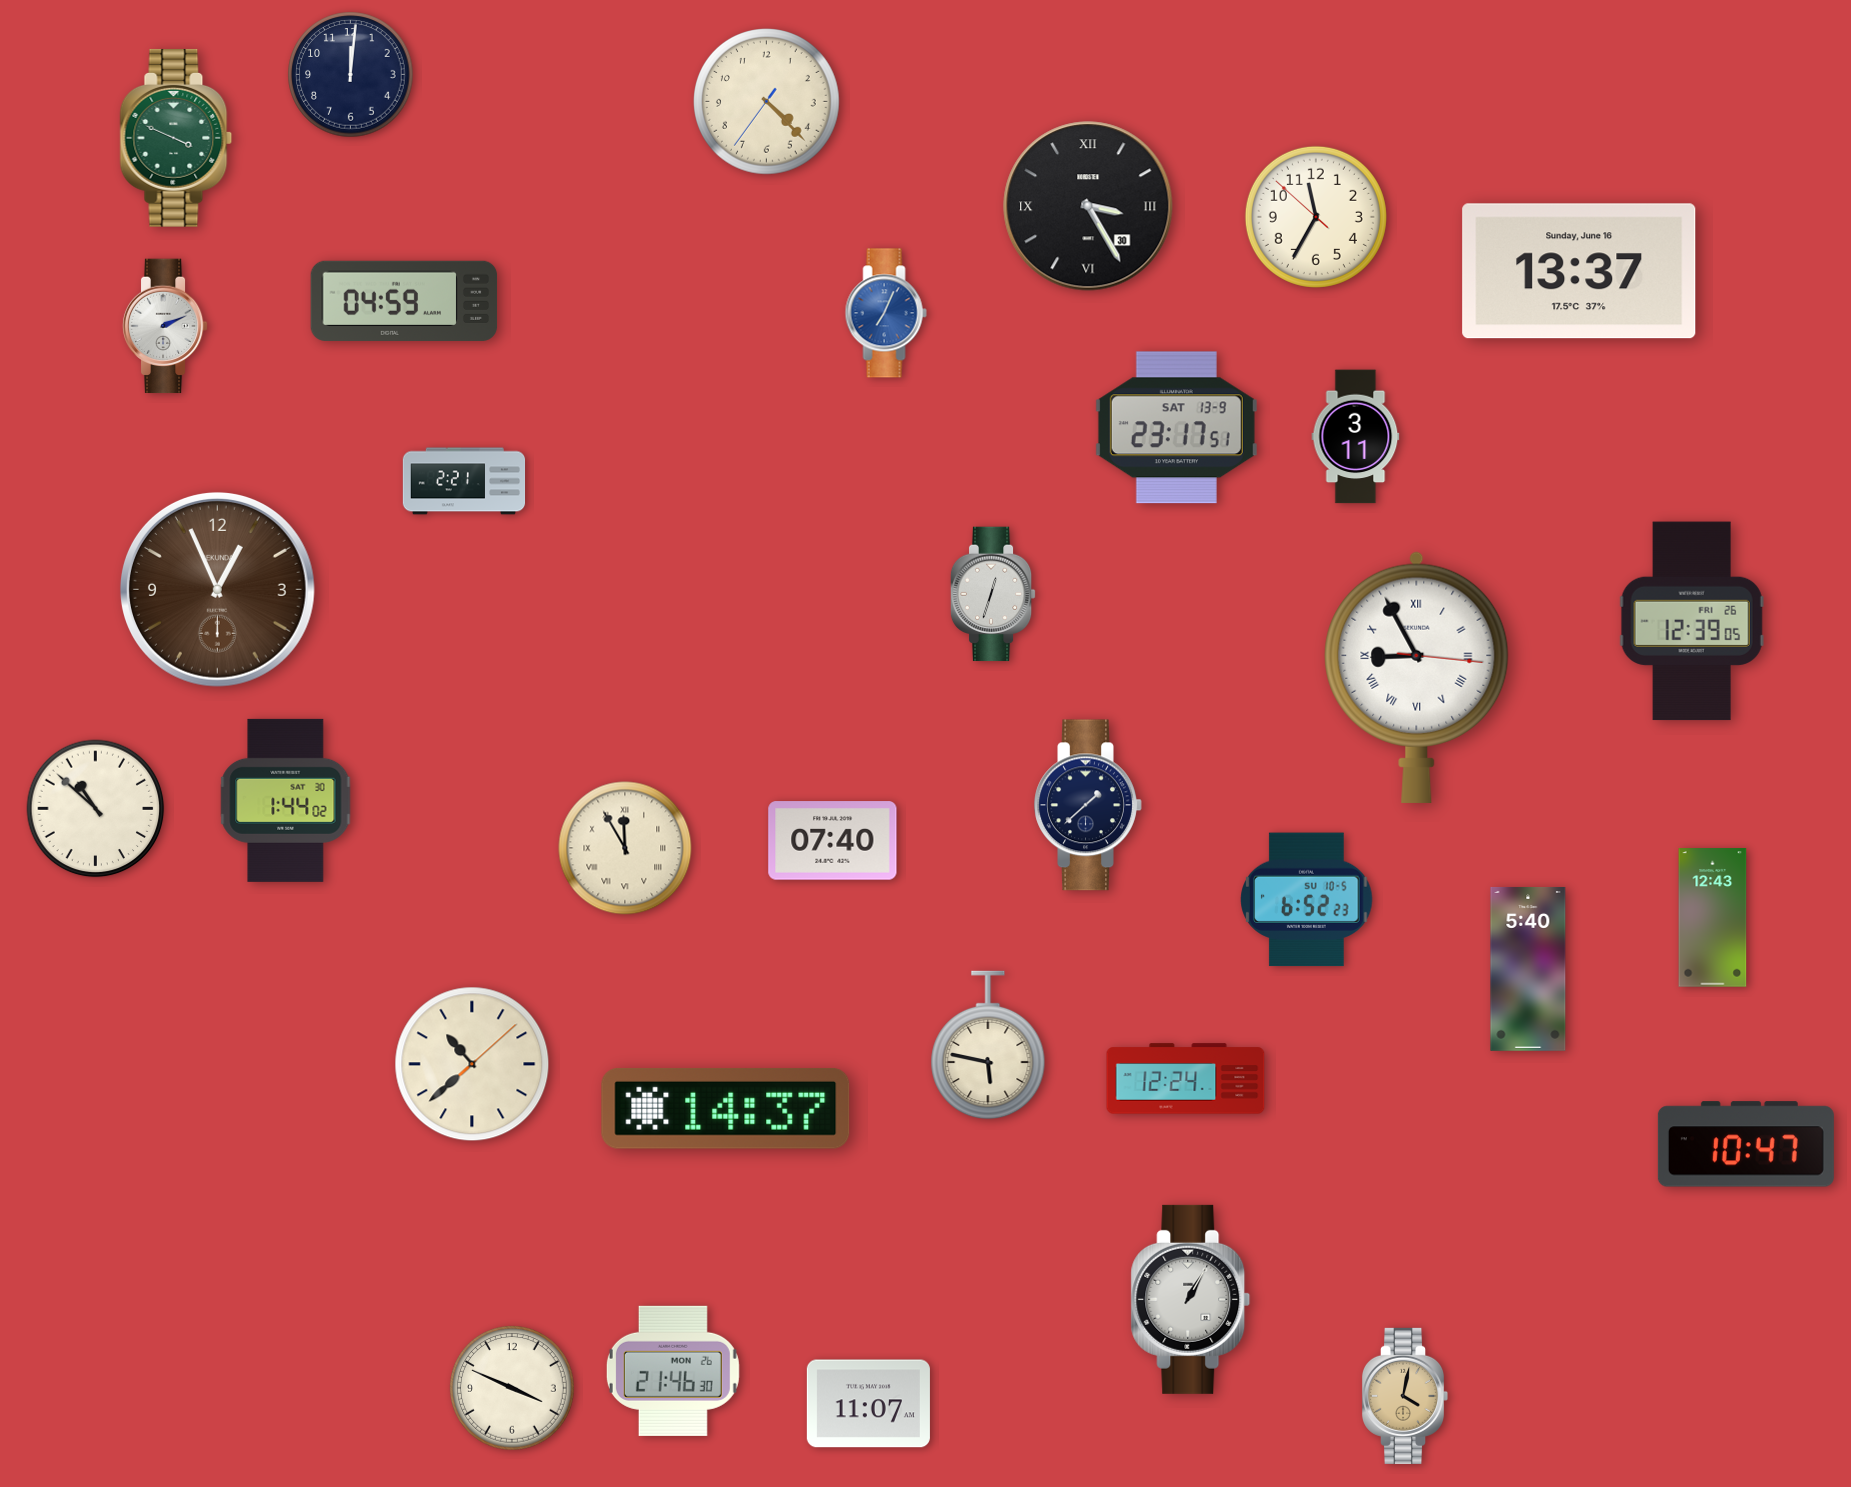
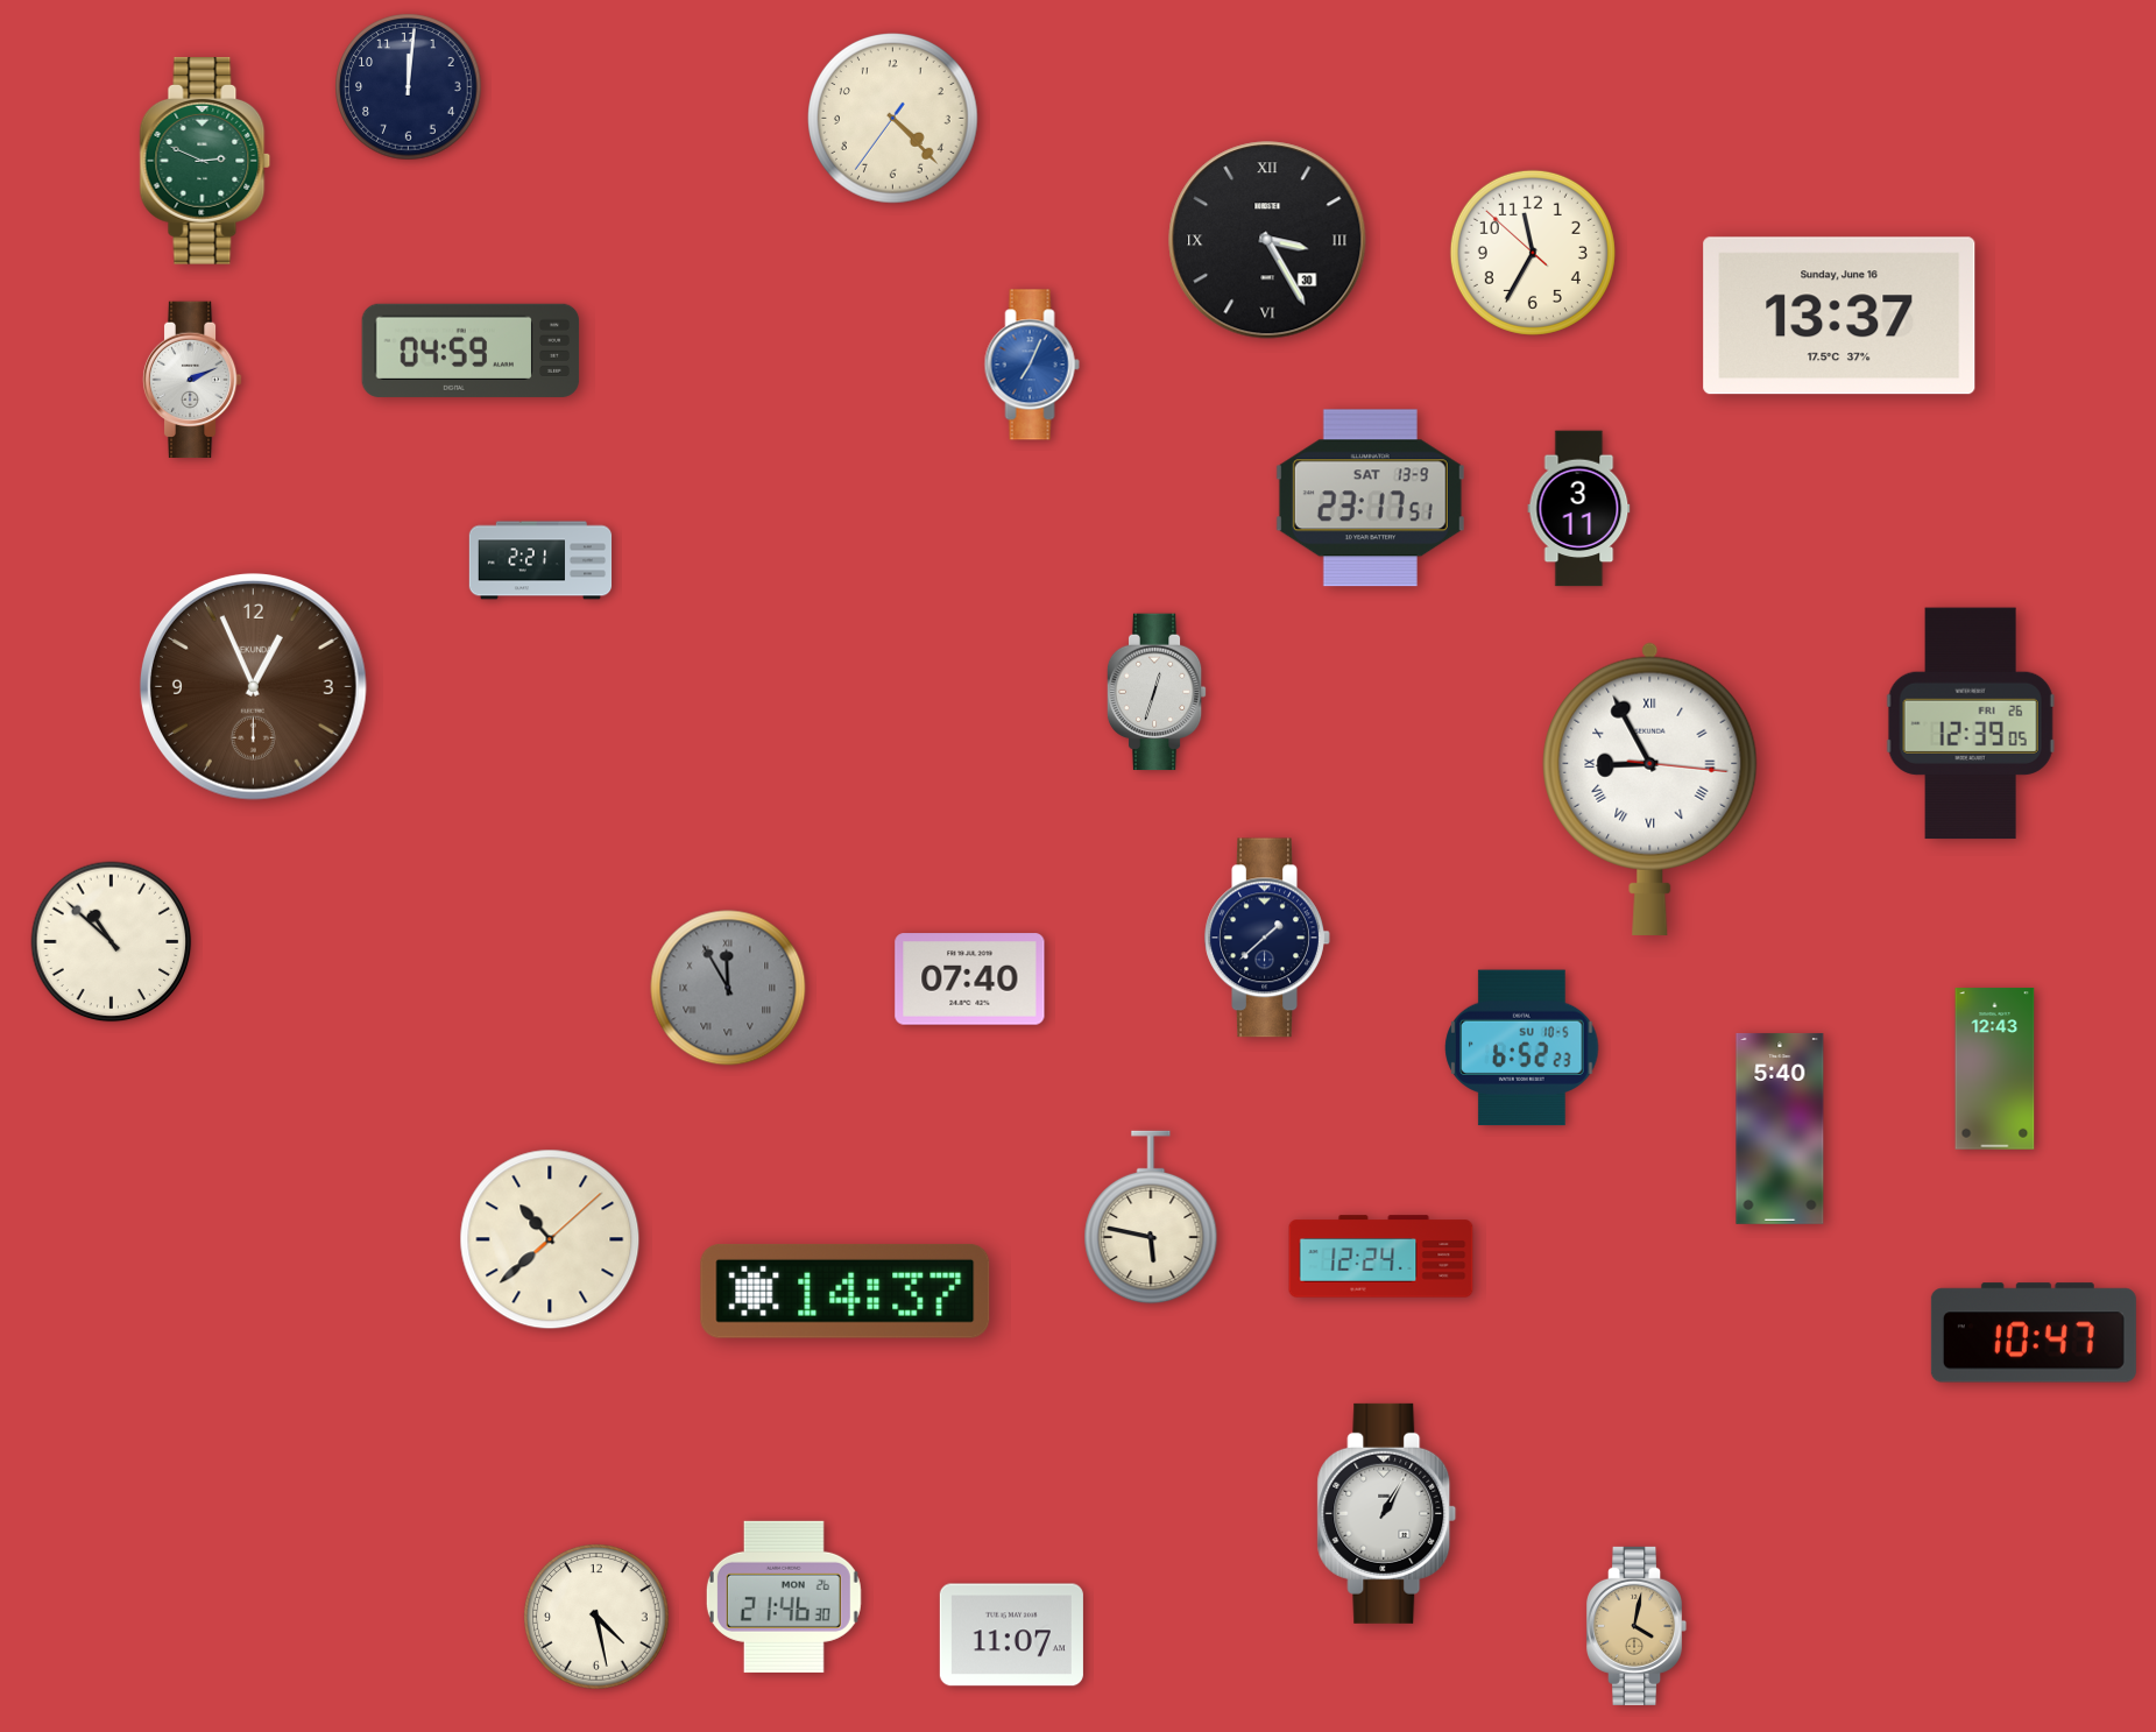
clock at (176, 138): 3:49 -> 2:49
clock at (286, 800): 1:44 -> none
clock at (625, 848) dial: cream -> grey
clock at (512, 1388): 3:49 -> 4:28
